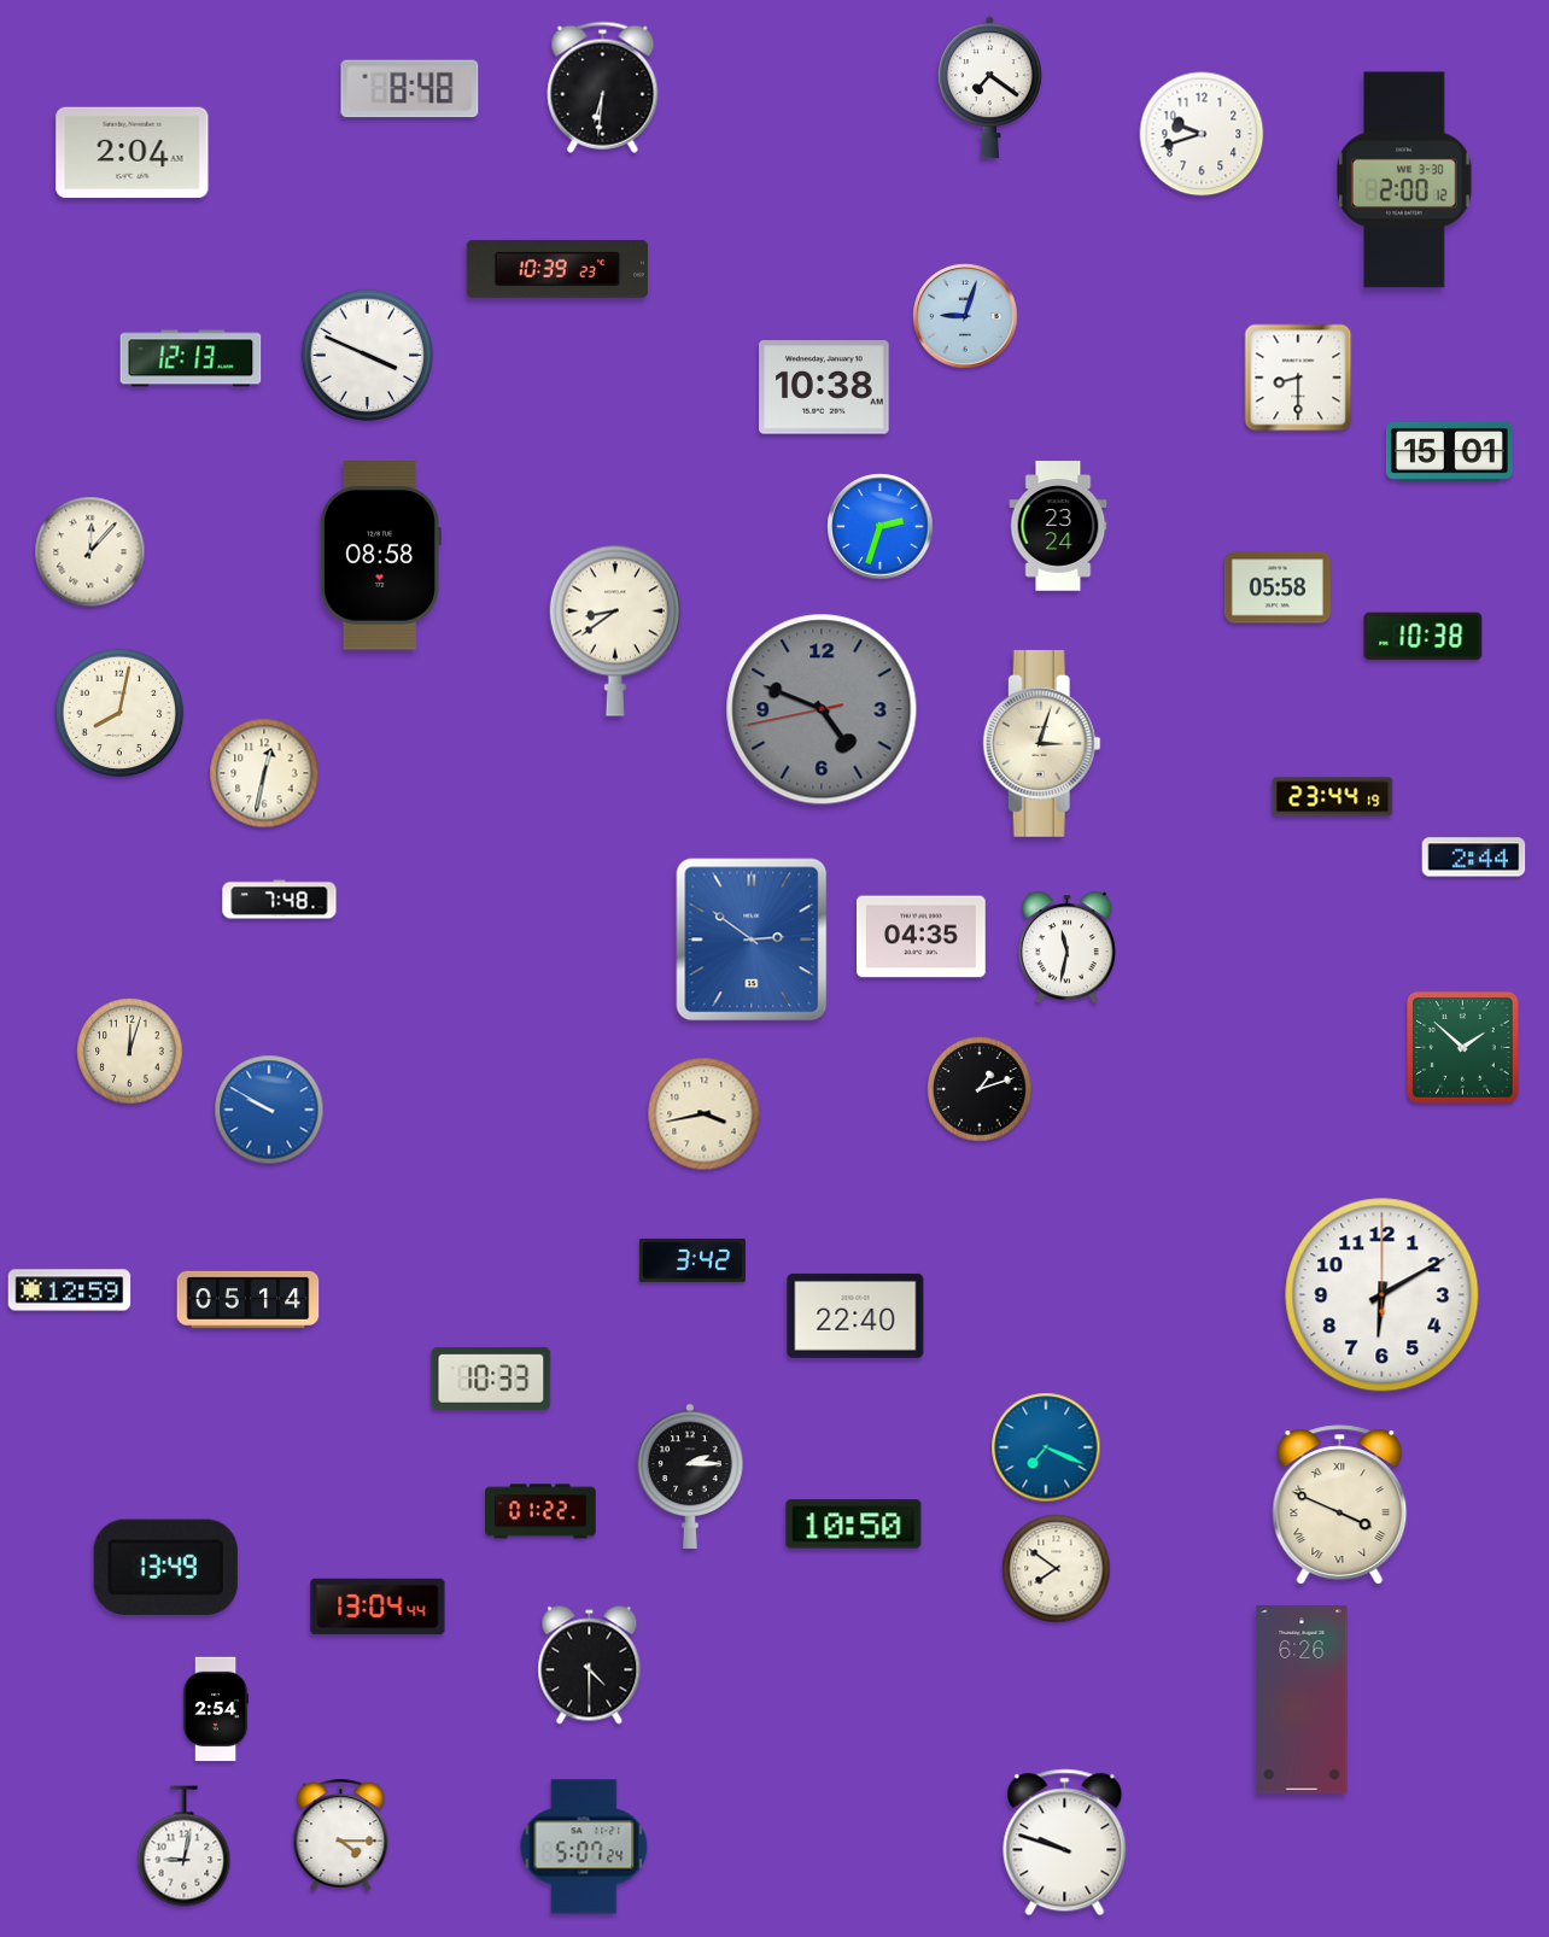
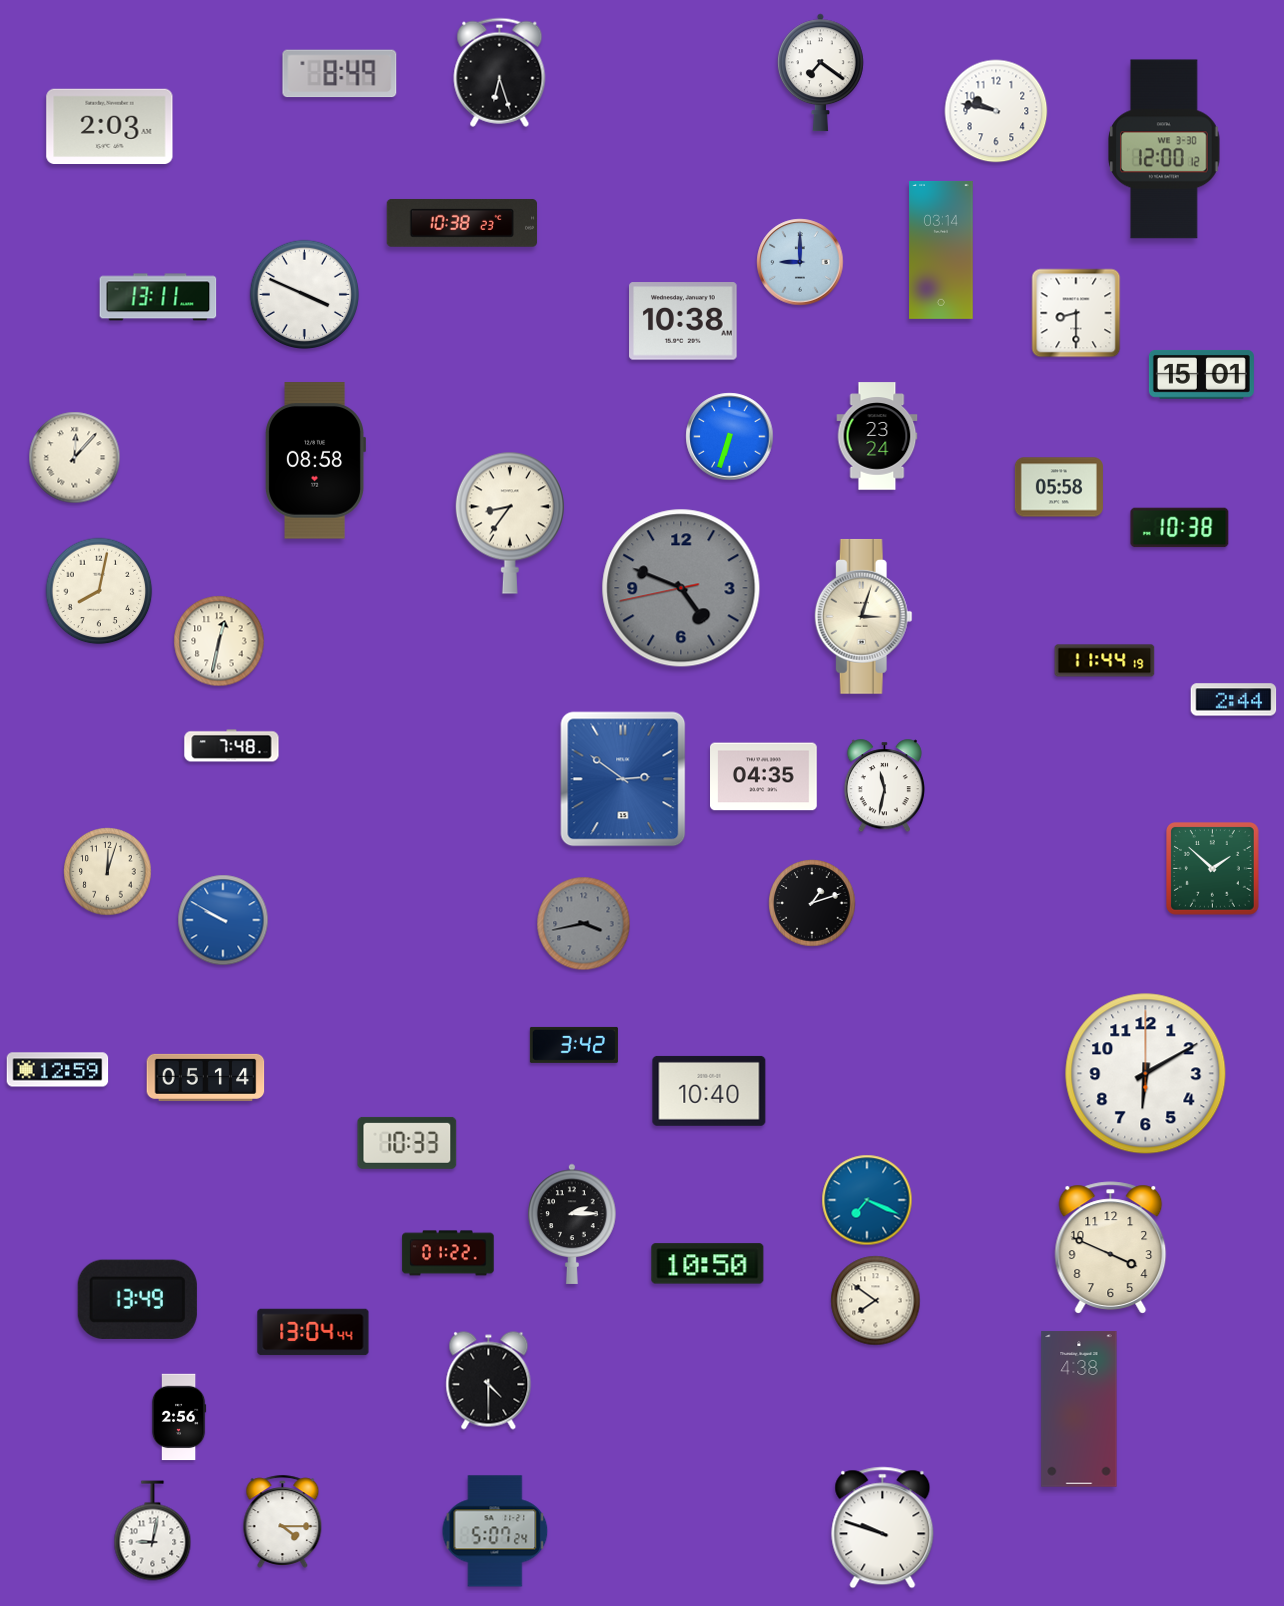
clock at (603, 87): 6:31 -> 6:27
clock at (410, 89): 8:48 -> 8:49
clock at (1202, 134): 9:42 -> 9:47
clock at (133, 152): 2:04 -> 2:03
clock at (1405, 180): 2:00 -> 12:00
clock at (557, 269): 10:39 -> 10:38
clock at (941, 250): none -> 03:14
clock at (965, 316): 9:03 -> 9:00
clock at (191, 358): 12:13 -> 13:11
clock at (881, 527): 2:33 -> 6:33
clock at (615, 631): 8:39 -> 8:36
clock at (1333, 797): 23:44 -> 11:44
clock at (1474, 858) position: (1474, 858) -> (1234, 700)
clock at (705, 1114) dial: cream -> grey
clock at (855, 1316): 22:40 -> 10:40
clock at (1340, 1505) numerals: Roman -> Arabic
clock at (1302, 1699): 6:26 -> 4:38
clock at (216, 1709): 2:54 -> 2:56
clock at (584, 1847) position: (584, 1847) -> (495, 1531)
